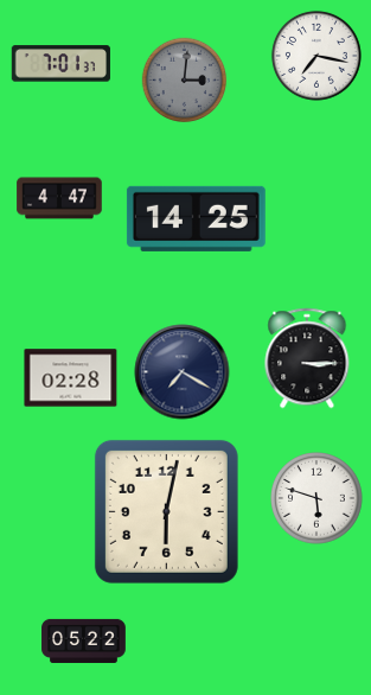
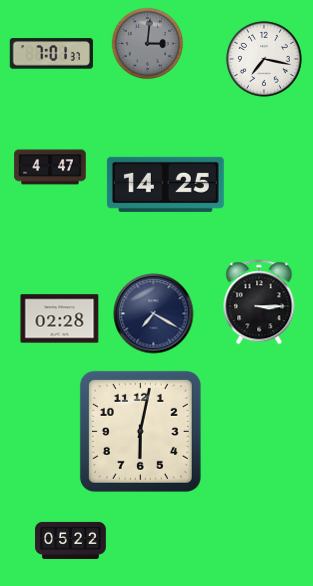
clock at (316, 56) position: (316, 56) -> (264, 59)
clock at (185, 81) position: (185, 81) -> (148, 44)
clock at (316, 498): 5:48 -> none
